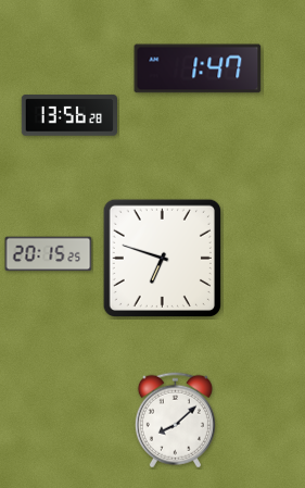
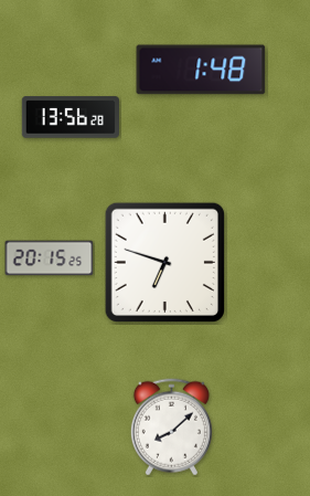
clock at (198, 68): 1:47 -> 1:48
clock at (175, 421) position: (175, 421) -> (171, 428)
